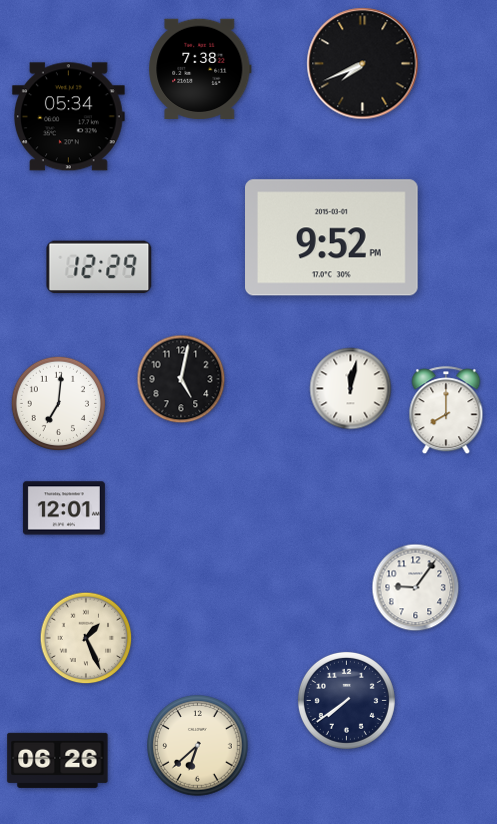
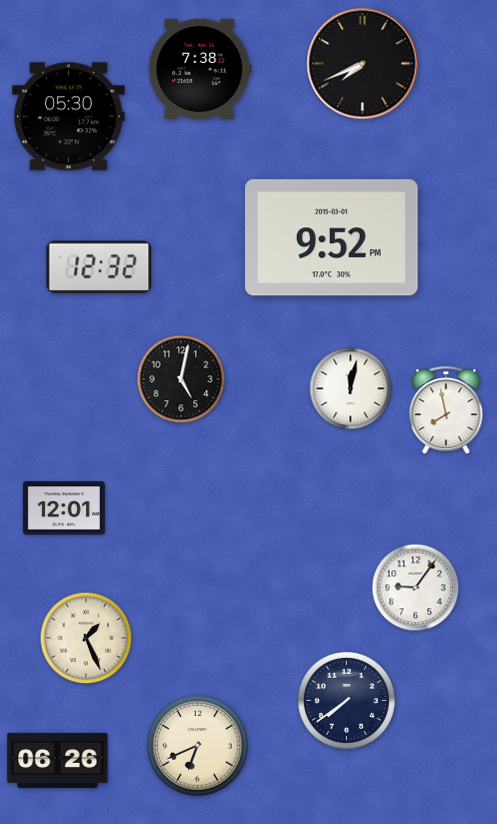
clock at (68, 117): 05:34 -> 05:30
clock at (99, 267): 12:29 -> 12:32
clock at (58, 403): 7:01 -> none
clock at (446, 411): 8:00 -> 7:58
clock at (198, 746): 6:38 -> 6:41
